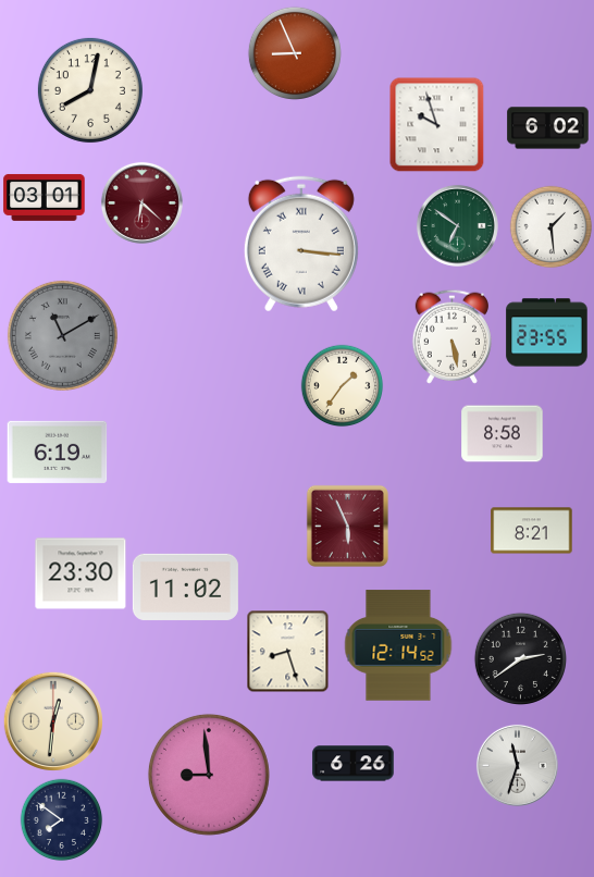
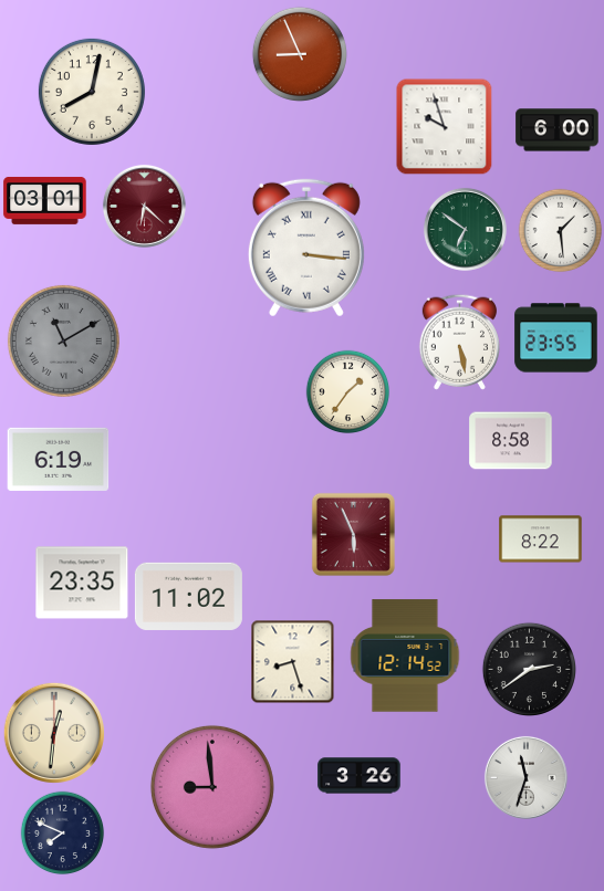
clock at (548, 128): 6:02 -> 6:00
clock at (532, 531): 8:21 -> 8:22
clock at (81, 573): 23:30 -> 23:35
clock at (354, 764): 6:26 -> 3:26
clock at (62, 820): 7:51 -> 7:49
